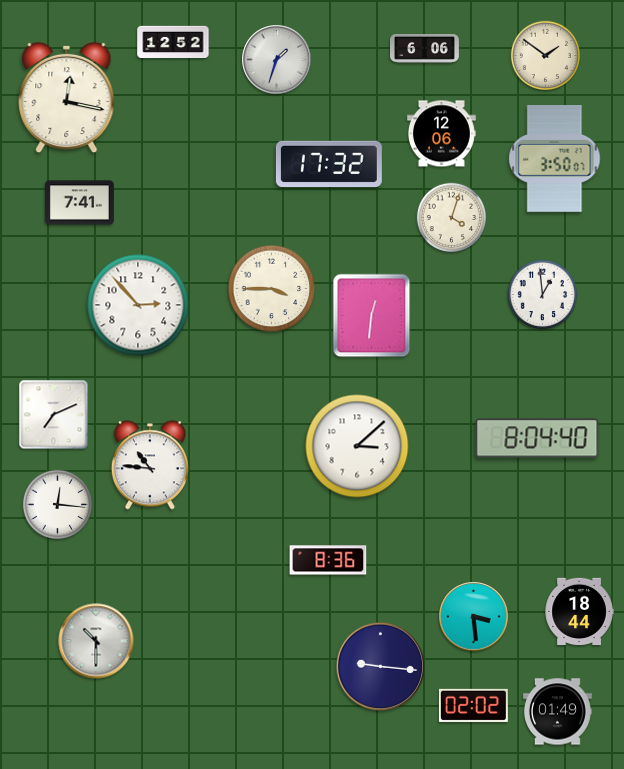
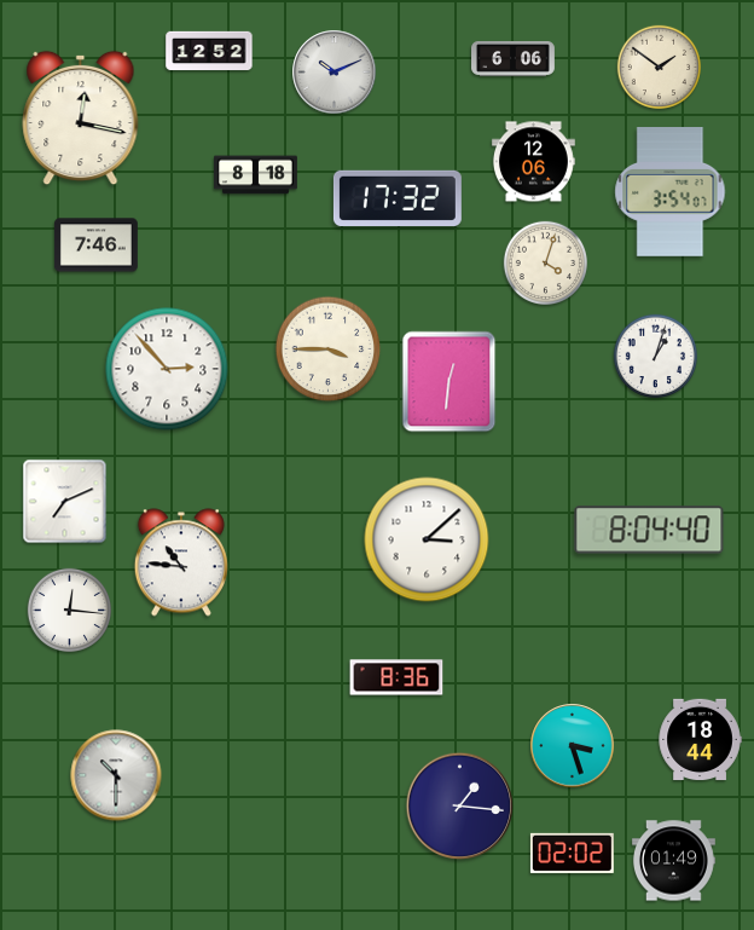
clock at (277, 60): 1:33 -> 10:11
clock at (256, 175): none -> 8:18
clock at (555, 159): 3:50 -> 3:54
clock at (79, 203): 7:41 -> 7:46
clock at (542, 294): 12:59 -> 1:03
clock at (357, 446) position: (357, 446) -> (427, 539)
clock at (474, 617): 3:29 -> 3:27
clock at (381, 667): 9:16 -> 1:16
